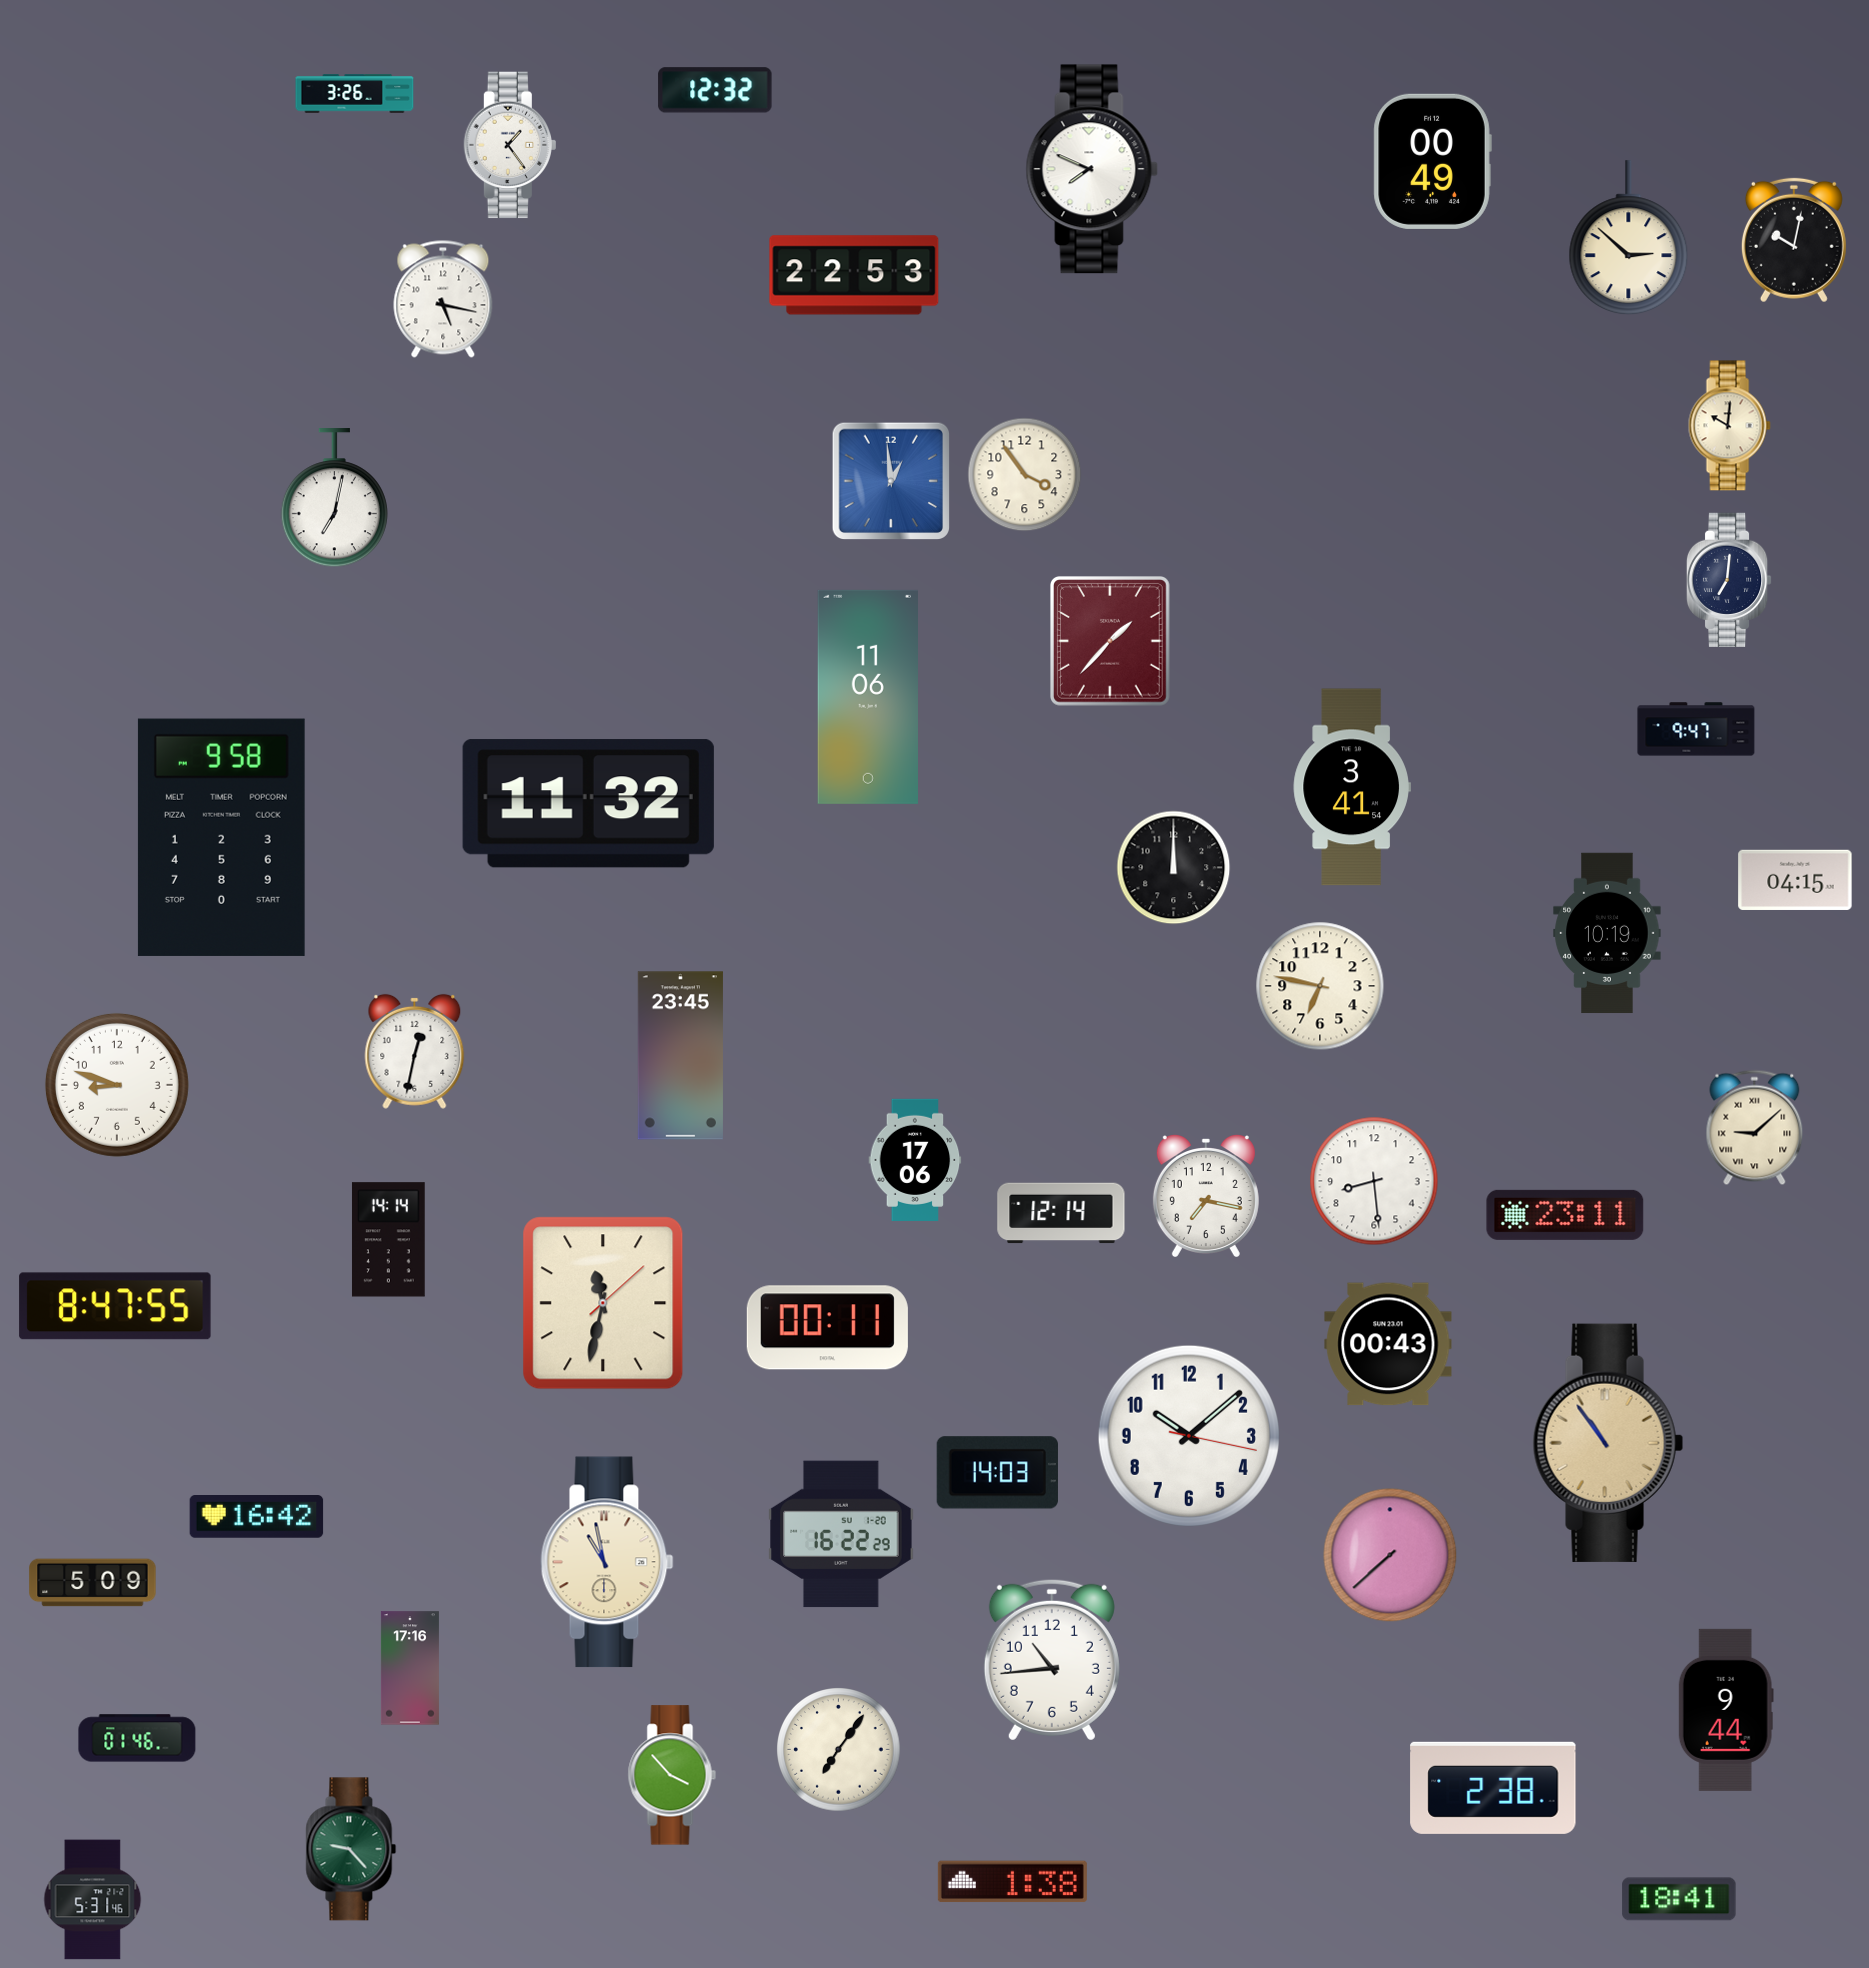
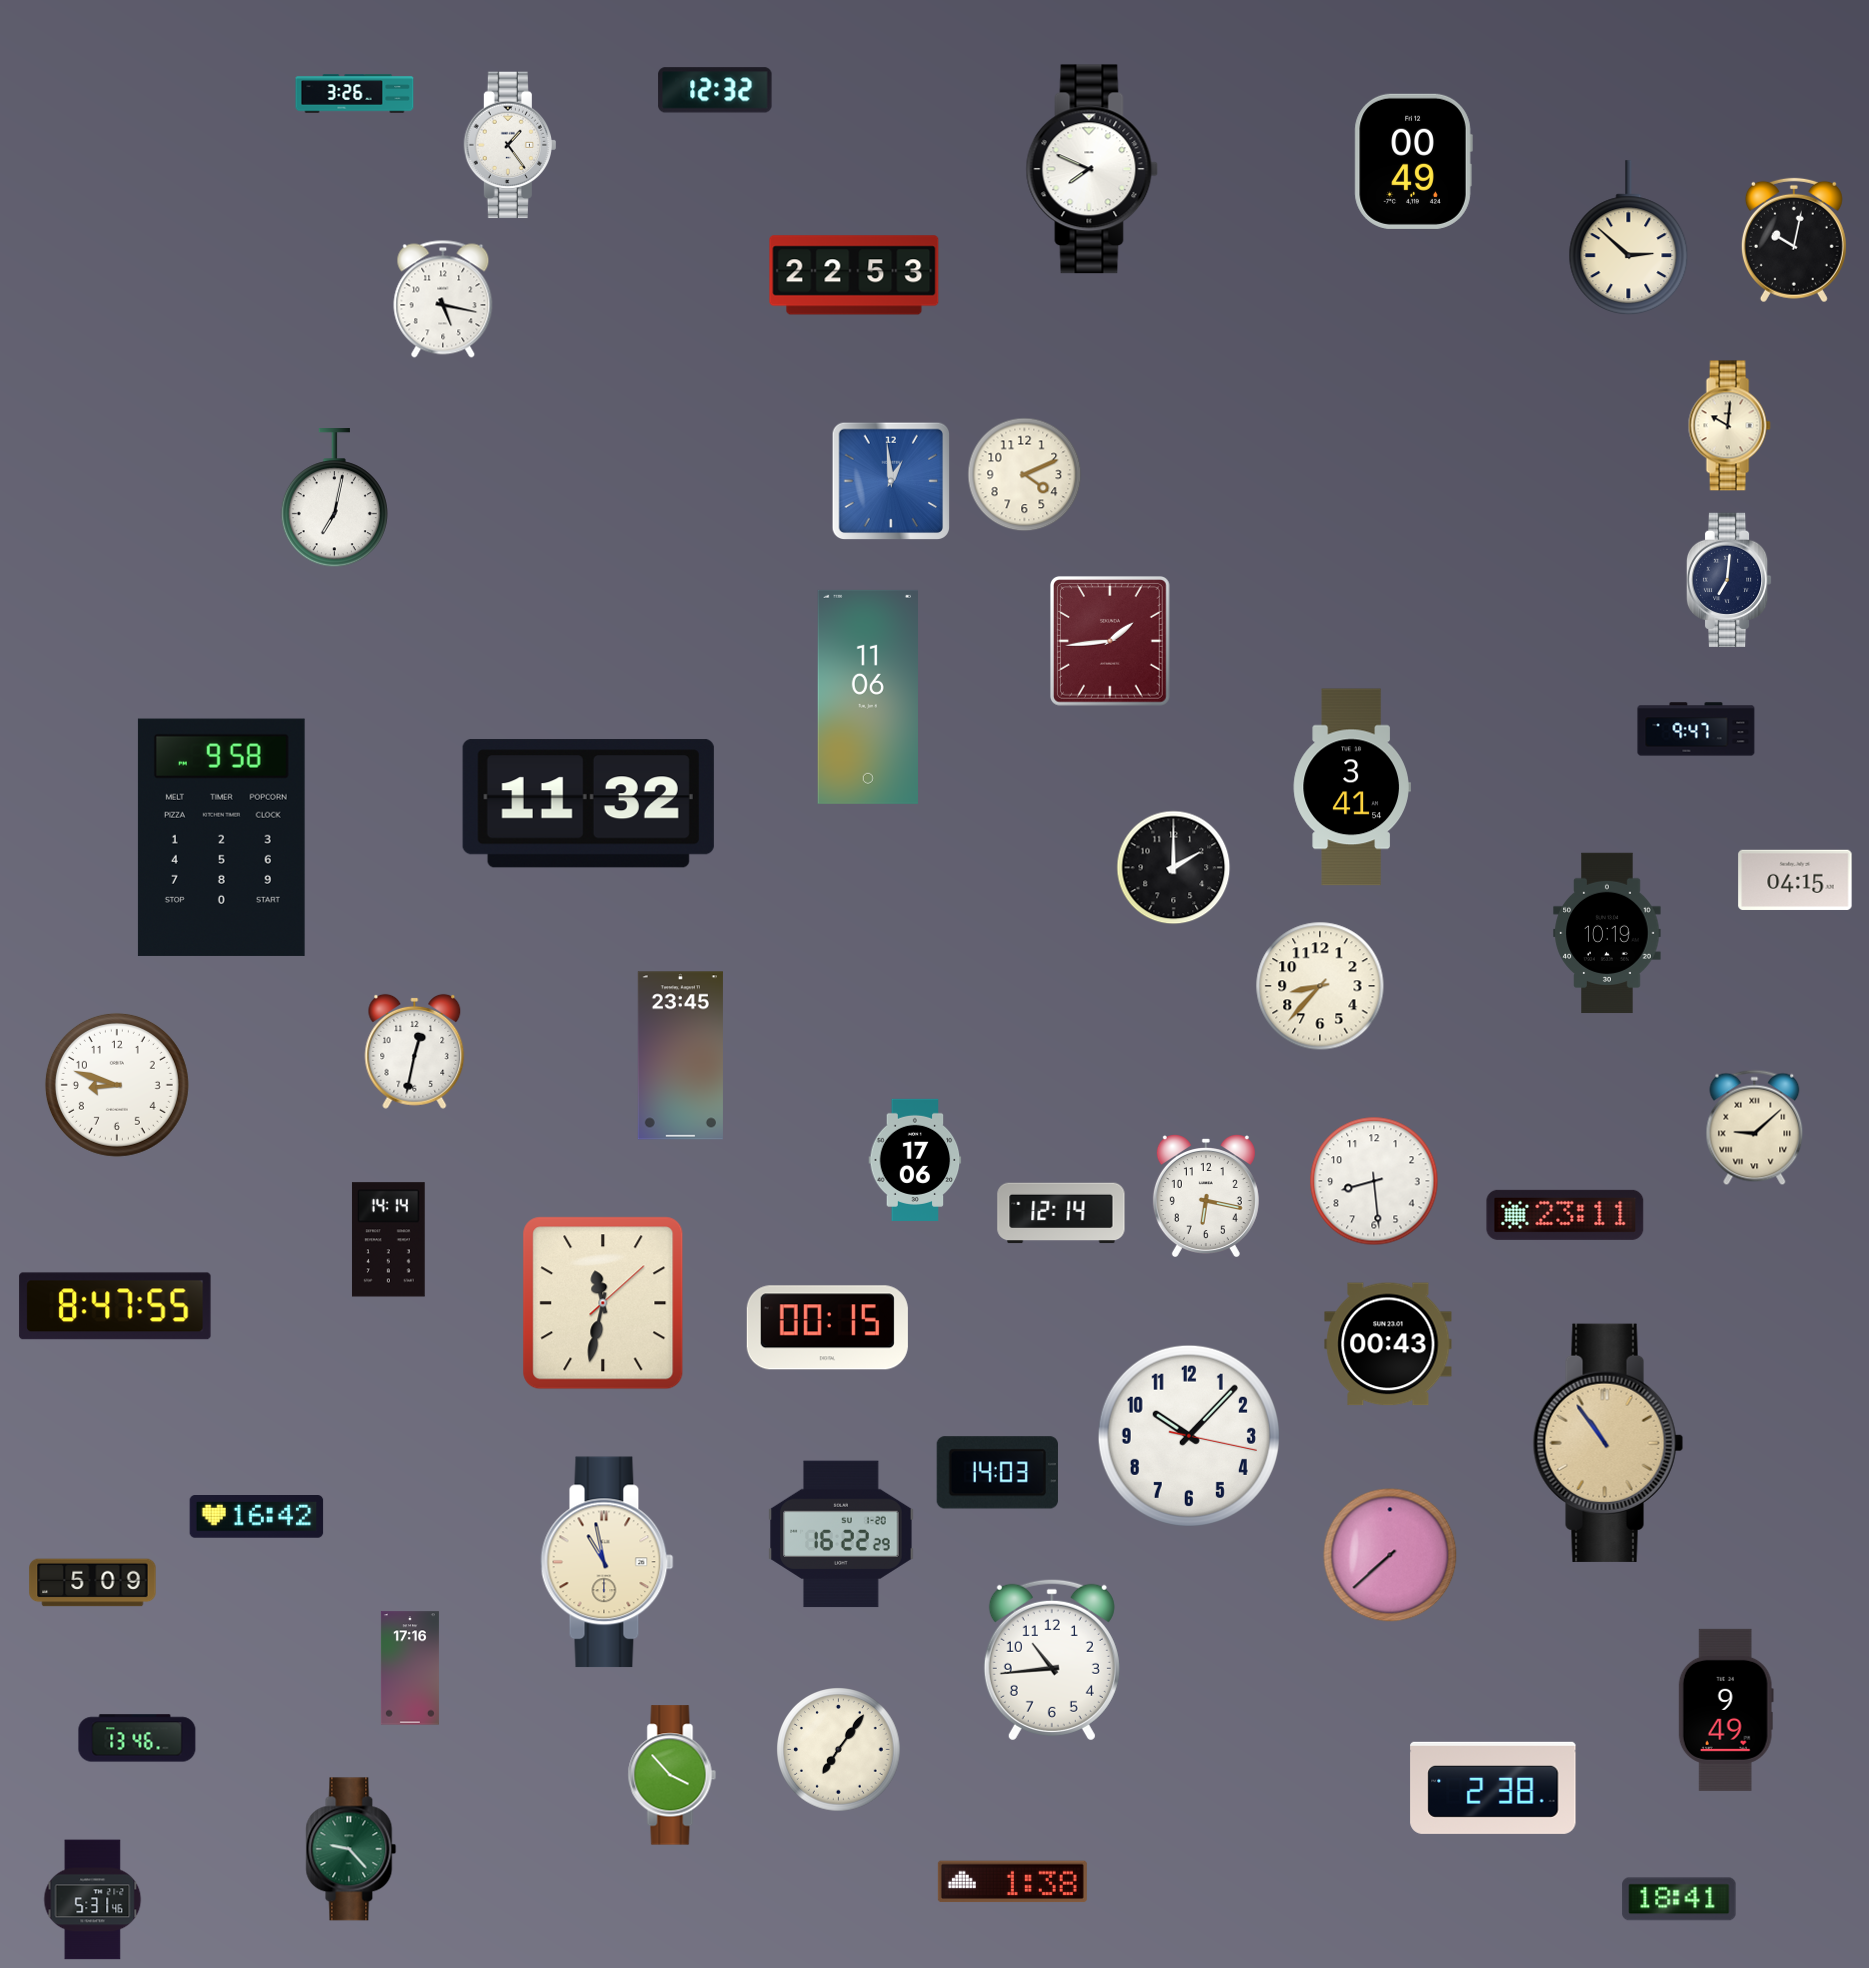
clock at (1432, 161) position: (1432, 161) -> (1413, 161)
clock at (1025, 475): 3:54 -> 4:11
clock at (1111, 642): 1:37 -> 1:44
clock at (1174, 868): 12:00 -> 2:00
clock at (1320, 986): 6:47 -> 8:37
clock at (1206, 1196): 7:17 -> 6:17
clock at (827, 1328): 00:11 -> 00:15
clock at (1189, 1436): 10:08 -> 10:07
clock at (1726, 1710): 9:44 -> 9:49
clock at (137, 1738): 01:46 -> 13:46
